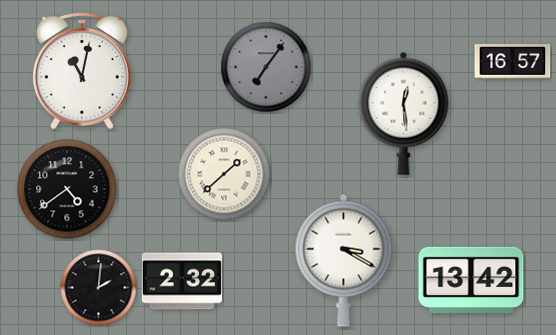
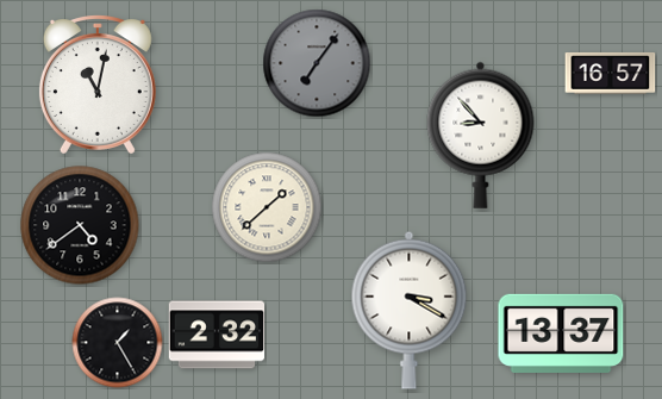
clock at (266, 67) position: (266, 67) -> (317, 63)
clock at (404, 113): 12:29 -> 8:53
clock at (471, 280): 13:42 -> 13:37
clock at (99, 288): 2:01 -> 1:25
